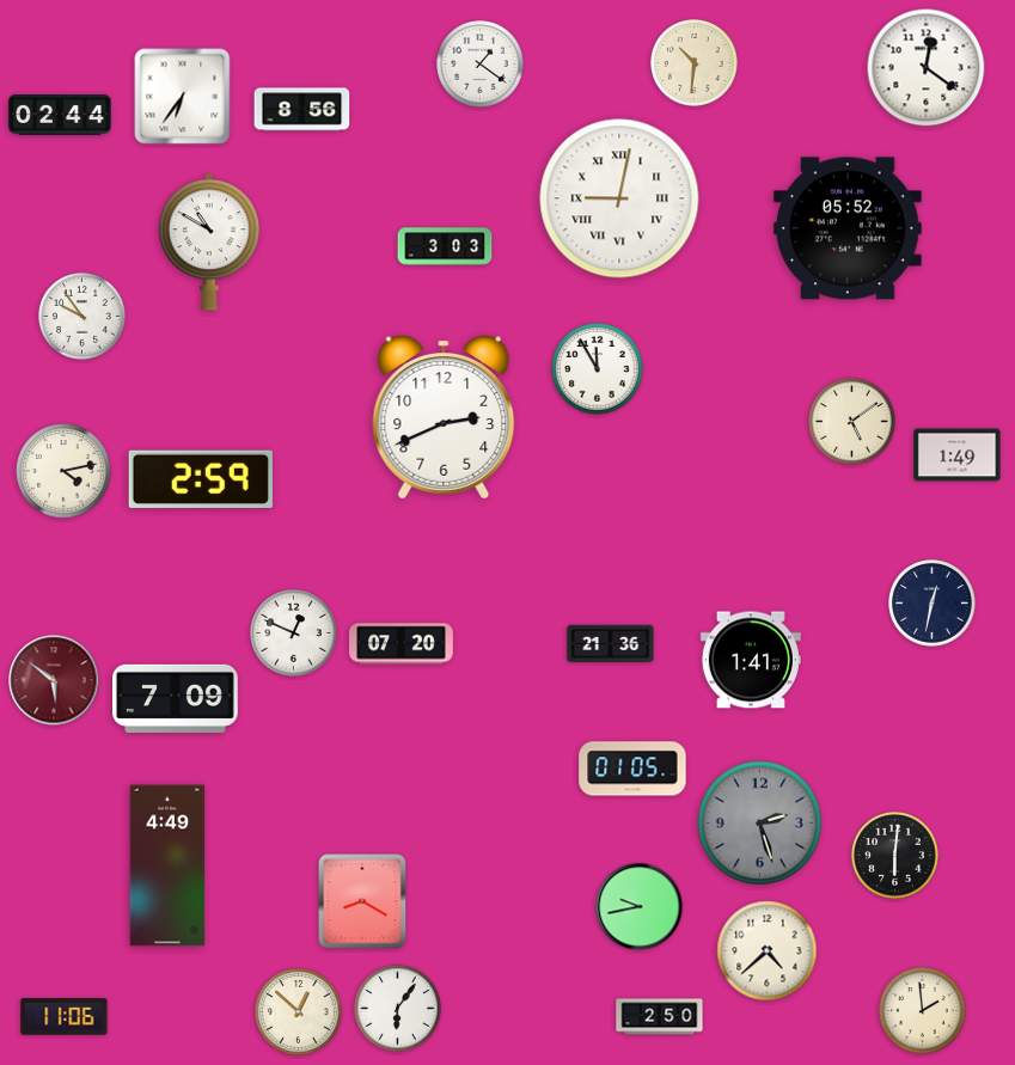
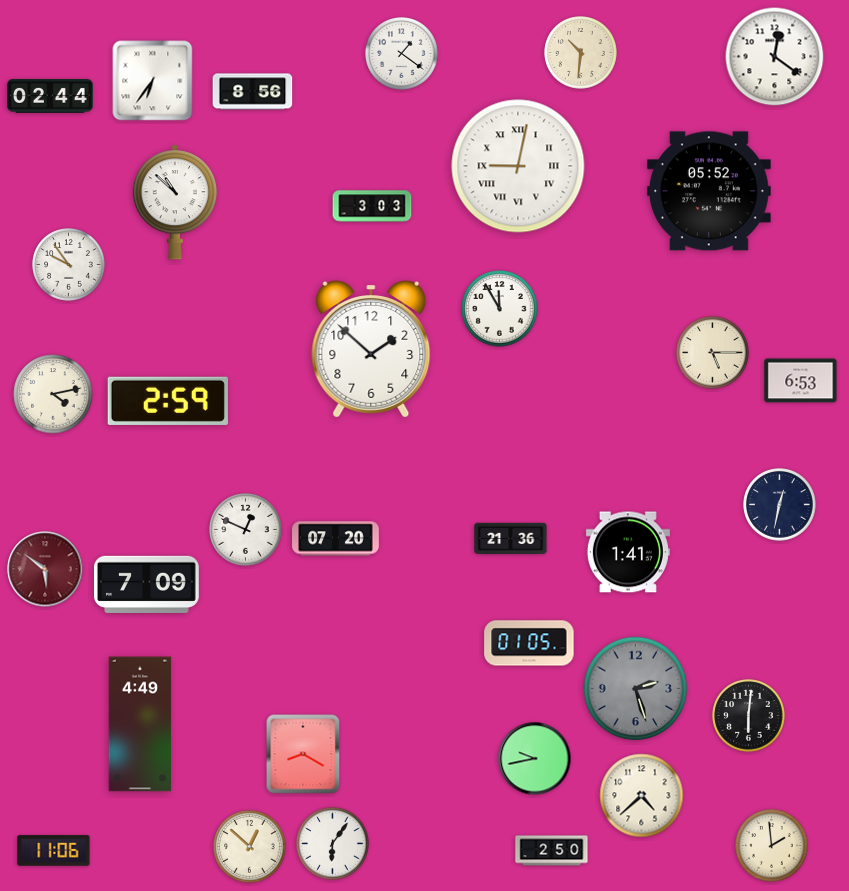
clock at (209, 241): 10:50 -> 10:52
clock at (444, 417): 2:41 -> 1:52
clock at (852, 422): 5:09 -> 5:15
clock at (958, 455): 1:49 -> 6:53
